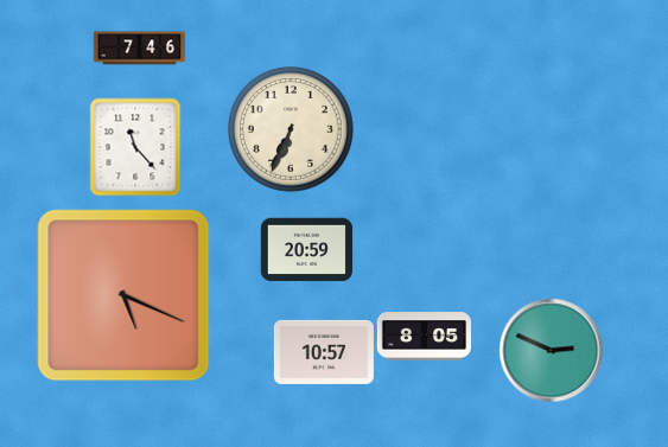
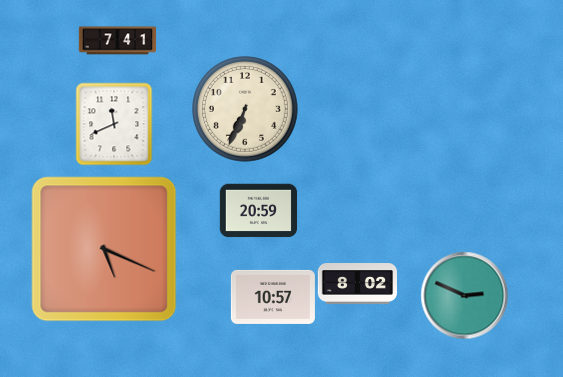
clock at (139, 49): 7:46 -> 7:41
clock at (135, 147): 11:23 -> 11:41
clock at (424, 337): 8:05 -> 8:02
